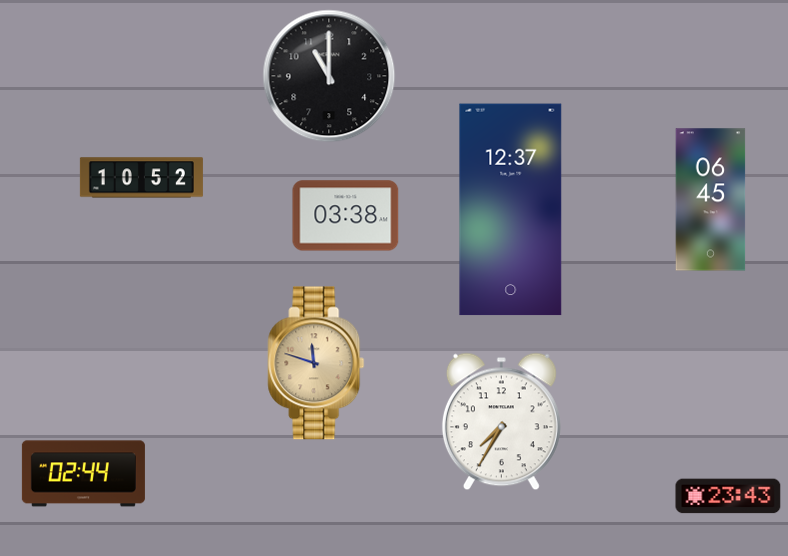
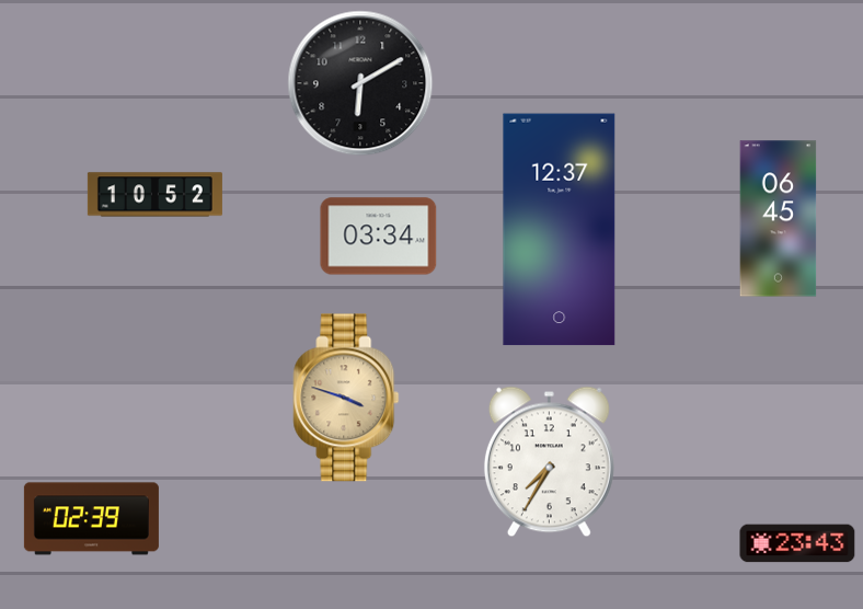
clock at (329, 76): 11:00 -> 6:10
clock at (346, 216): 03:38 -> 03:34
clock at (316, 363): 11:48 -> 3:48
clock at (83, 474): 02:44 -> 02:39
